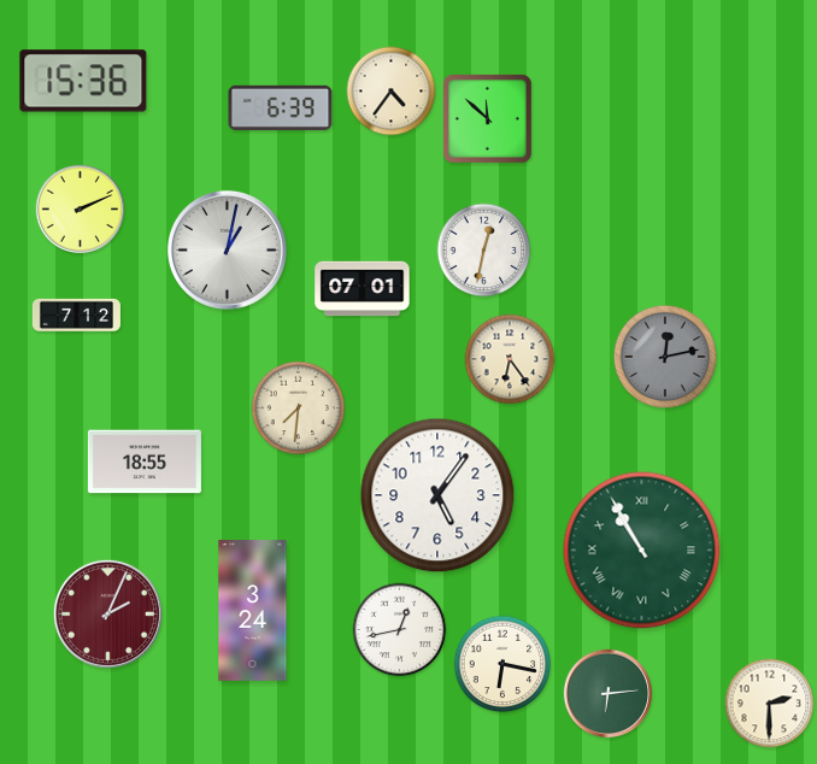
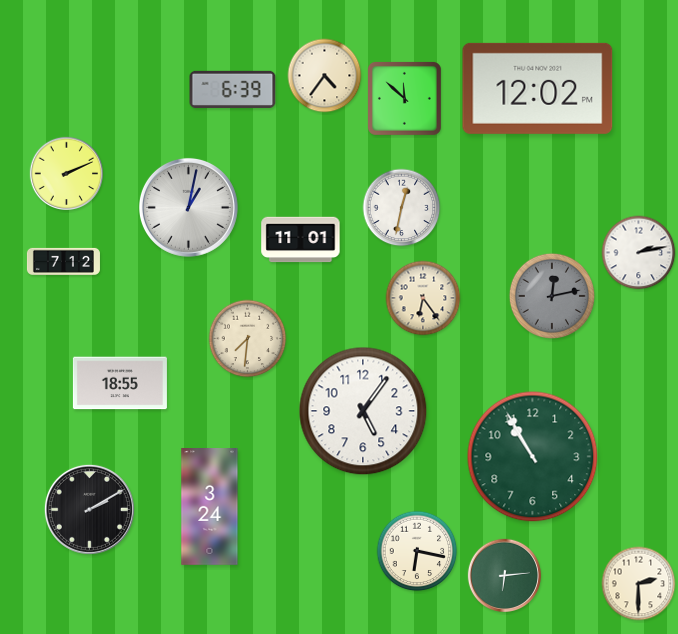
clock at (83, 81): 15:36 -> none
clock at (538, 88): none -> 12:02
clock at (363, 289): 07:01 -> 11:01
clock at (639, 253): none -> 2:13
clock at (642, 551) numerals: Roman -> Arabic
clock at (107, 613): 2:04 -> 2:10
clock at (107, 613) dial: burgundy -> black
clock at (400, 630): 12:43 -> none
